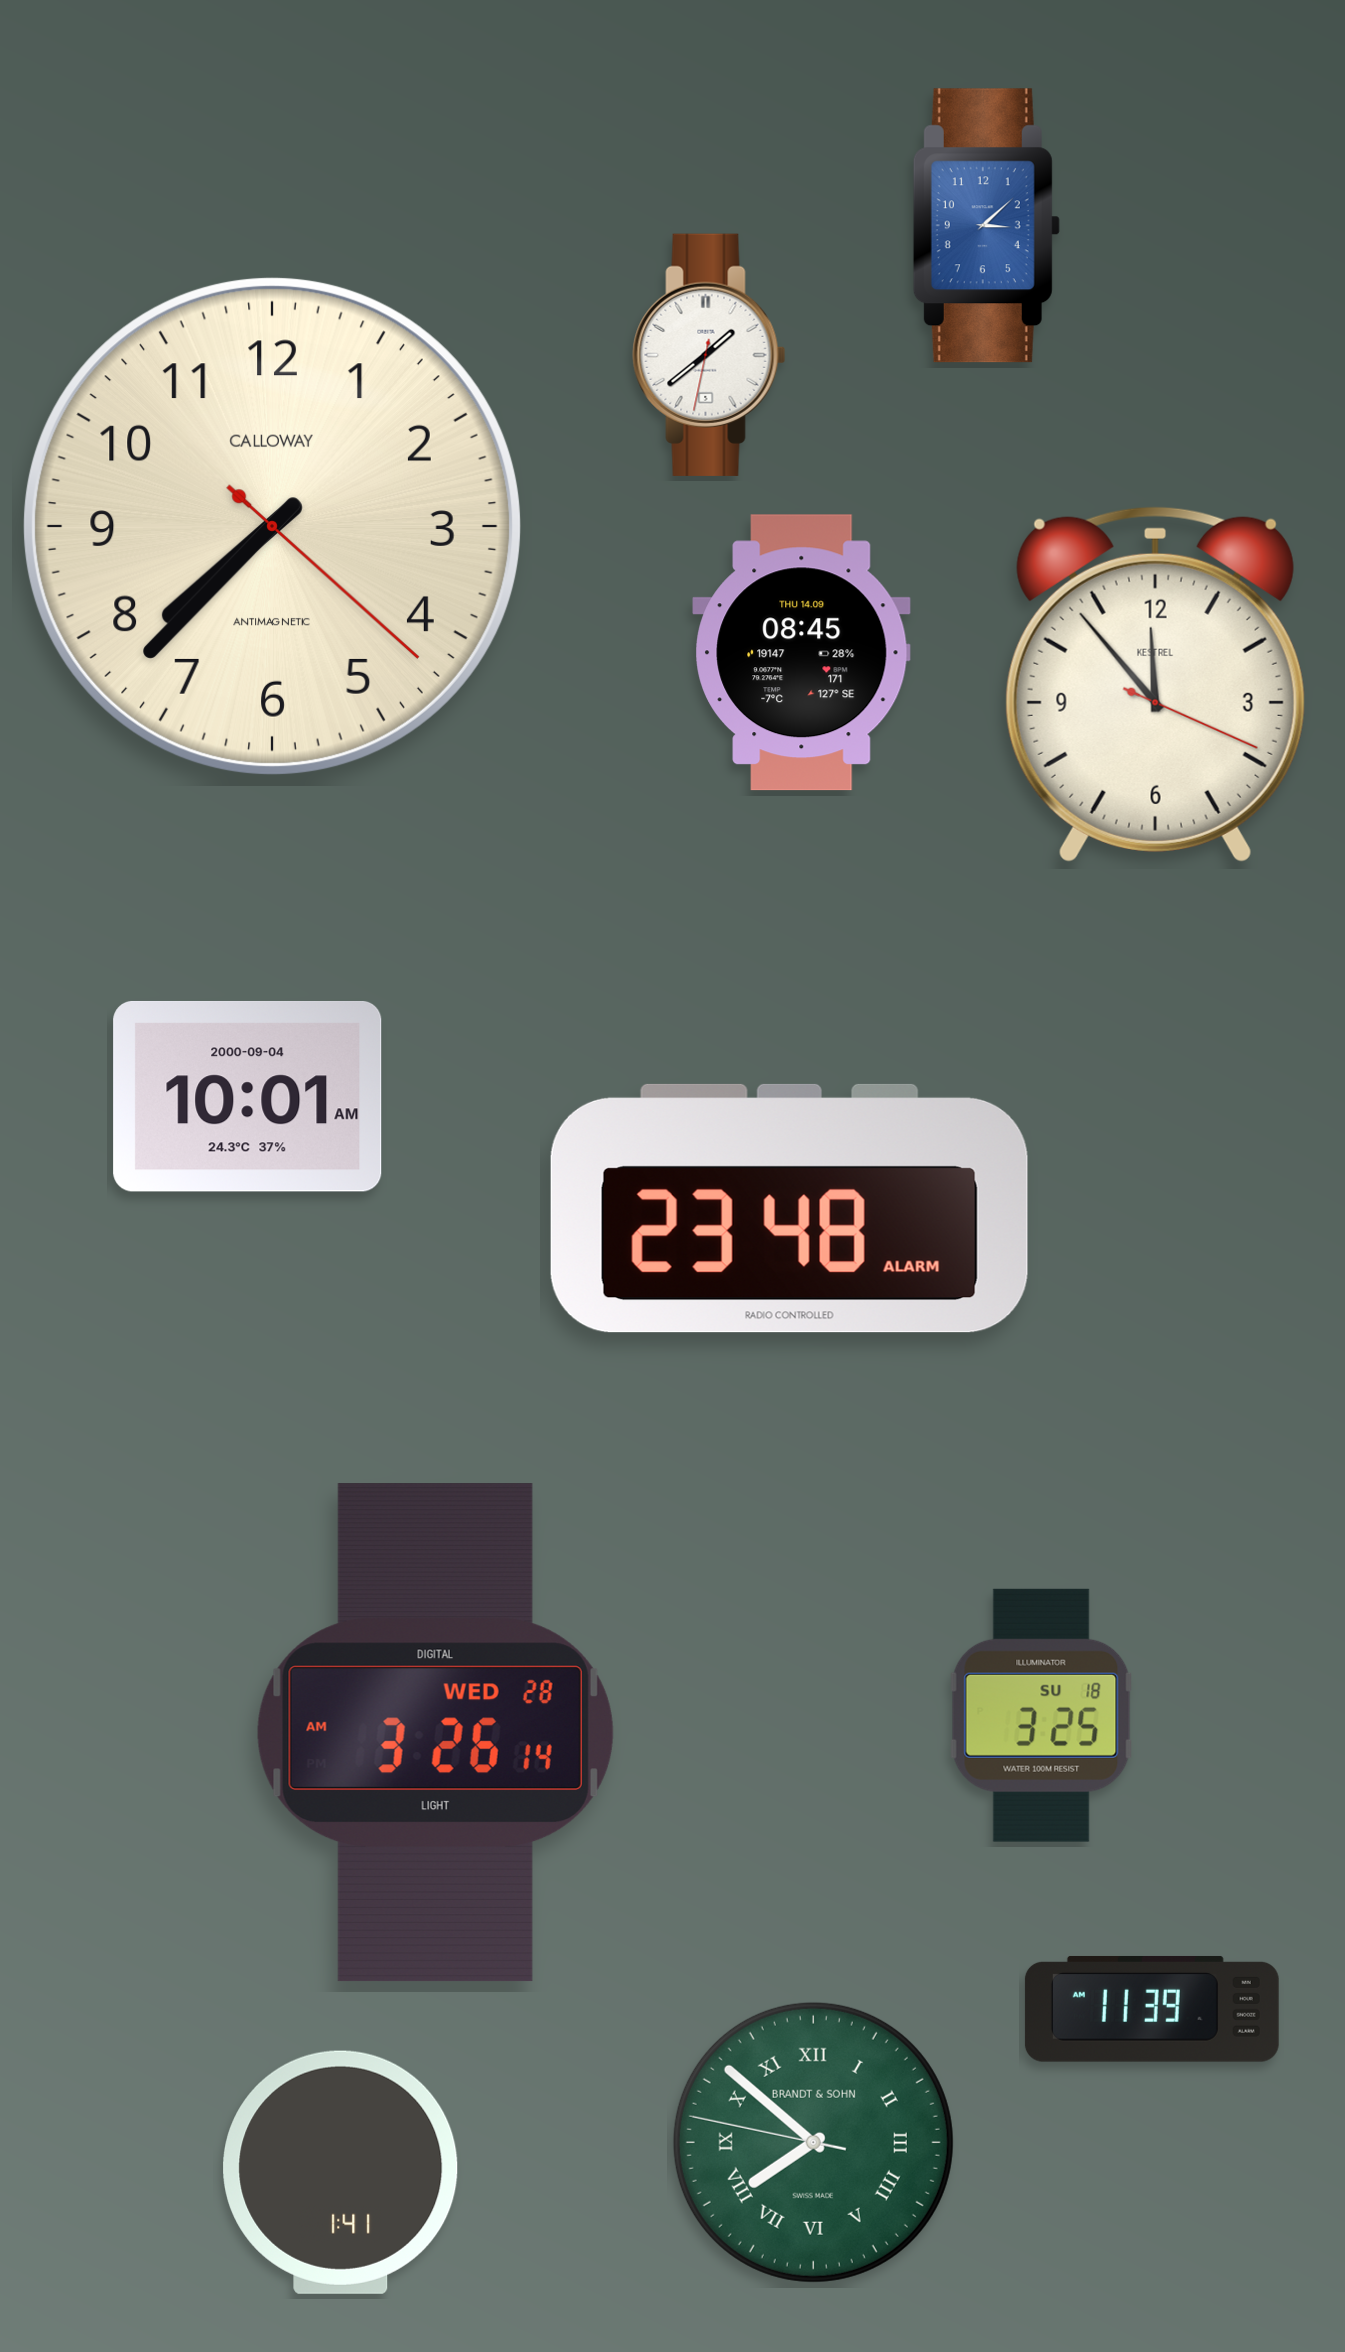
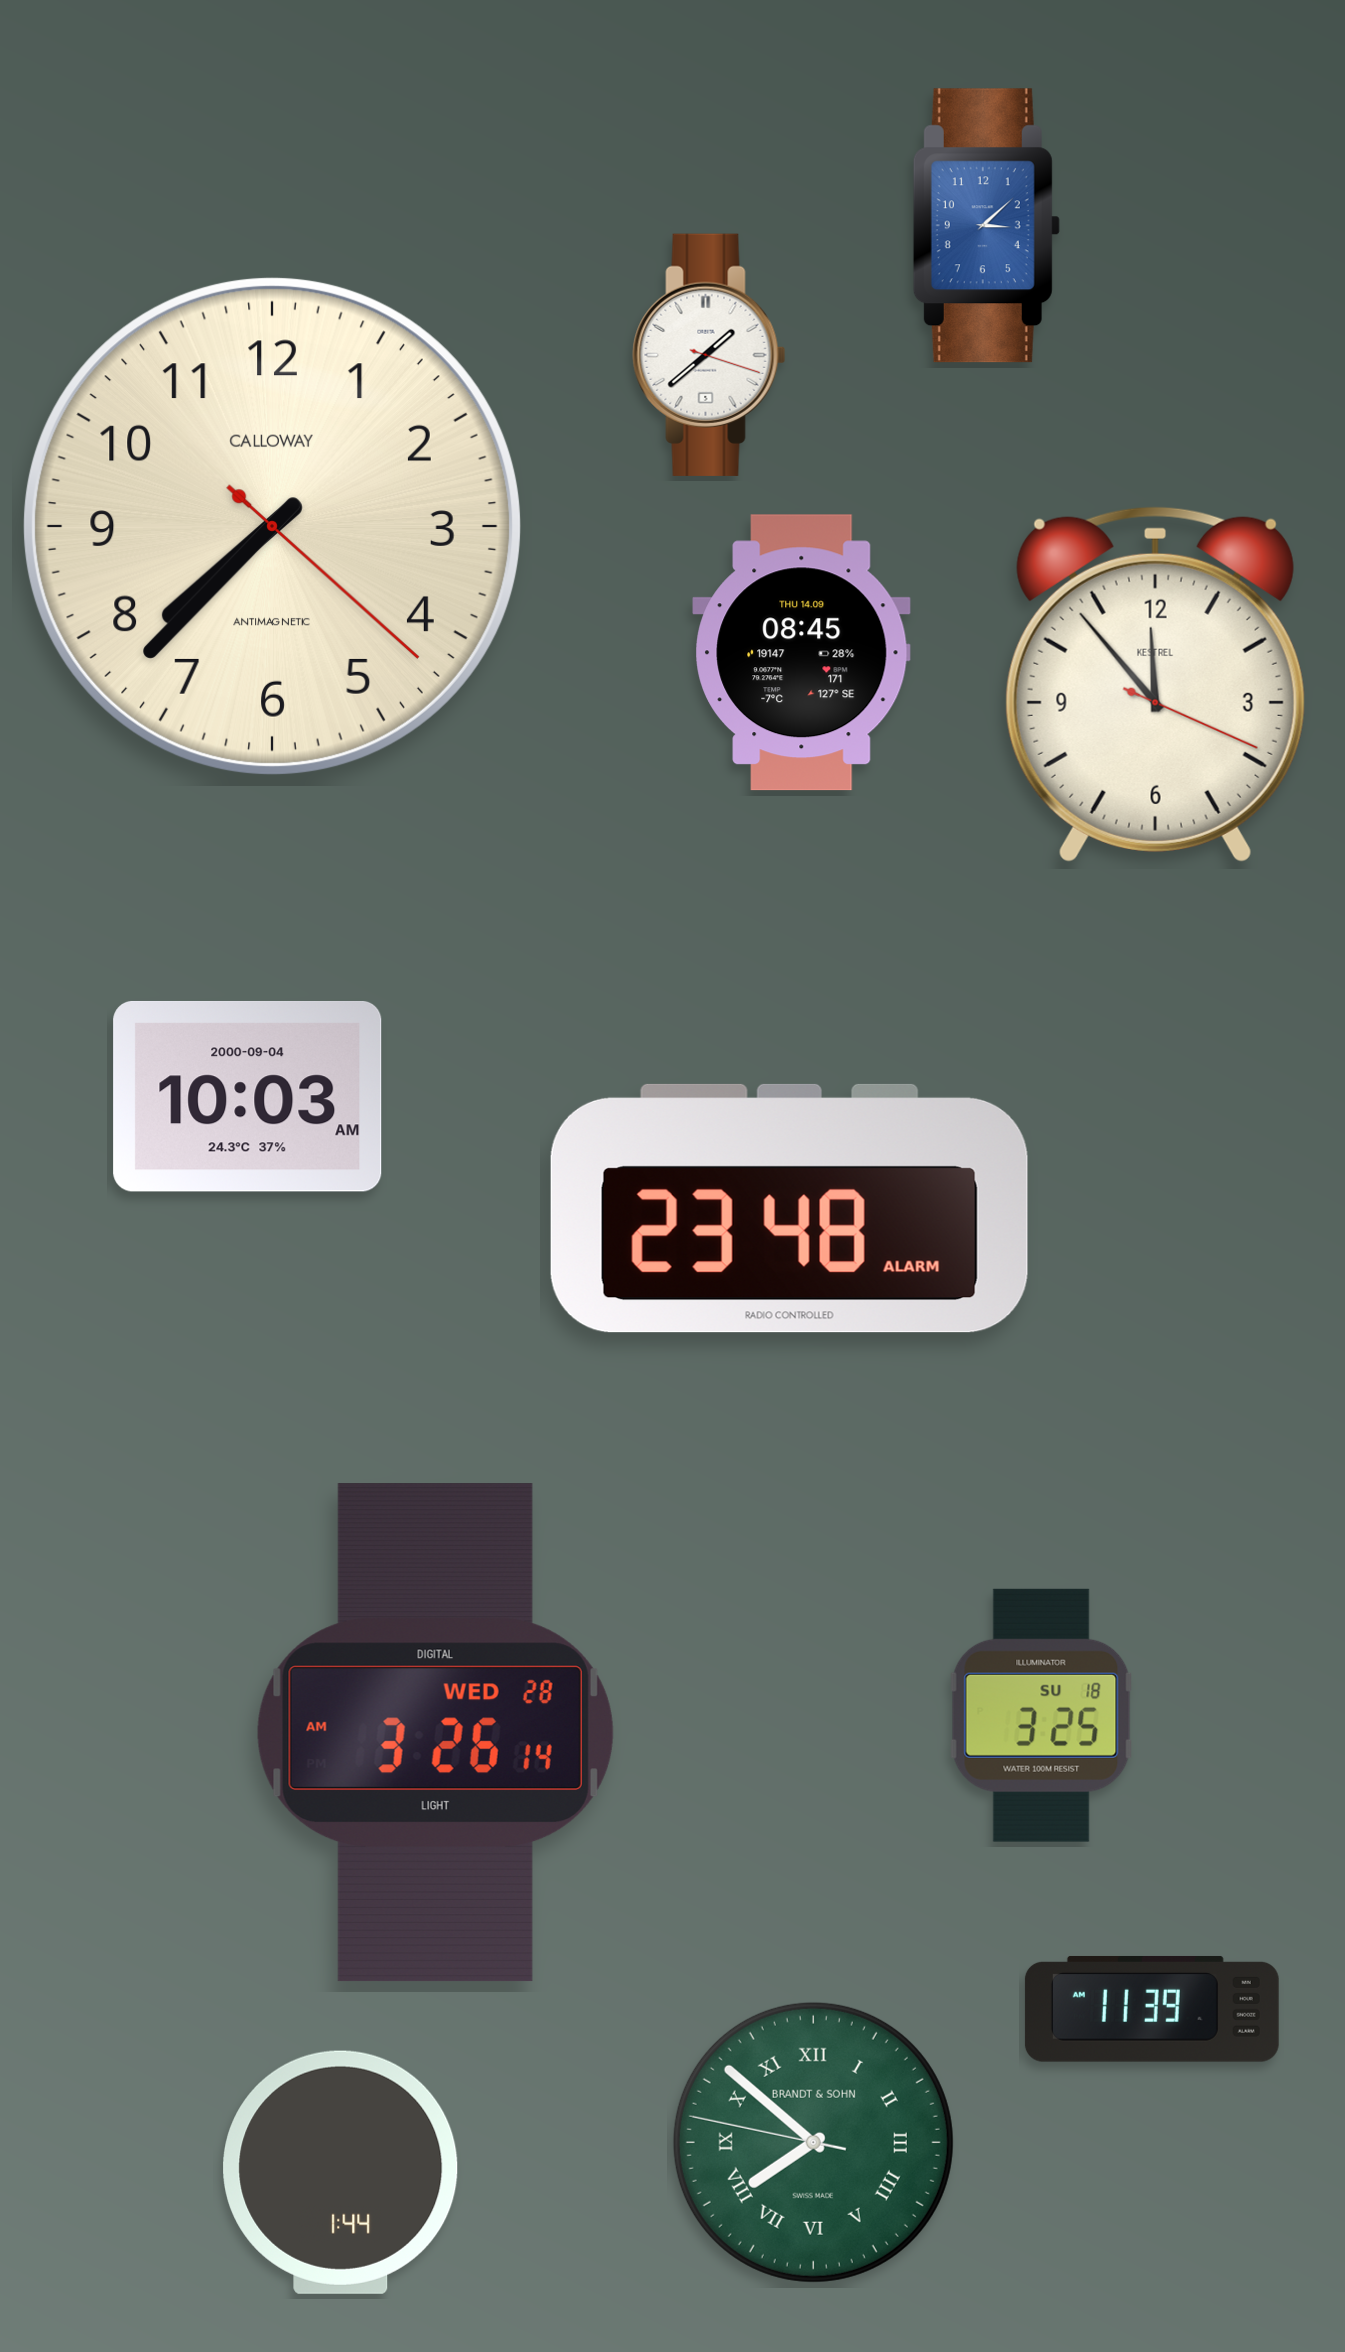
clock at (709, 355): 1:38:32 -> 1:38:18
clock at (248, 1096): 10:01 -> 10:03
clock at (341, 2172): 1:41 -> 1:44
